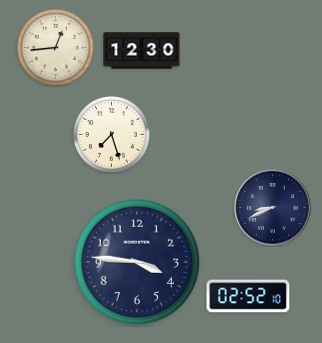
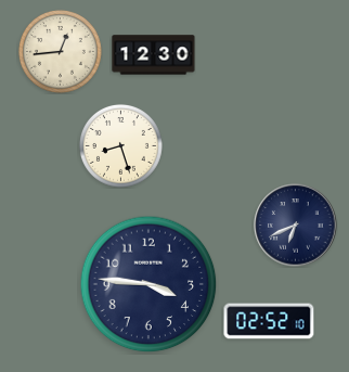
clock at (111, 134): 7:27 -> 8:27
clock at (273, 208): 8:41 -> 6:41
